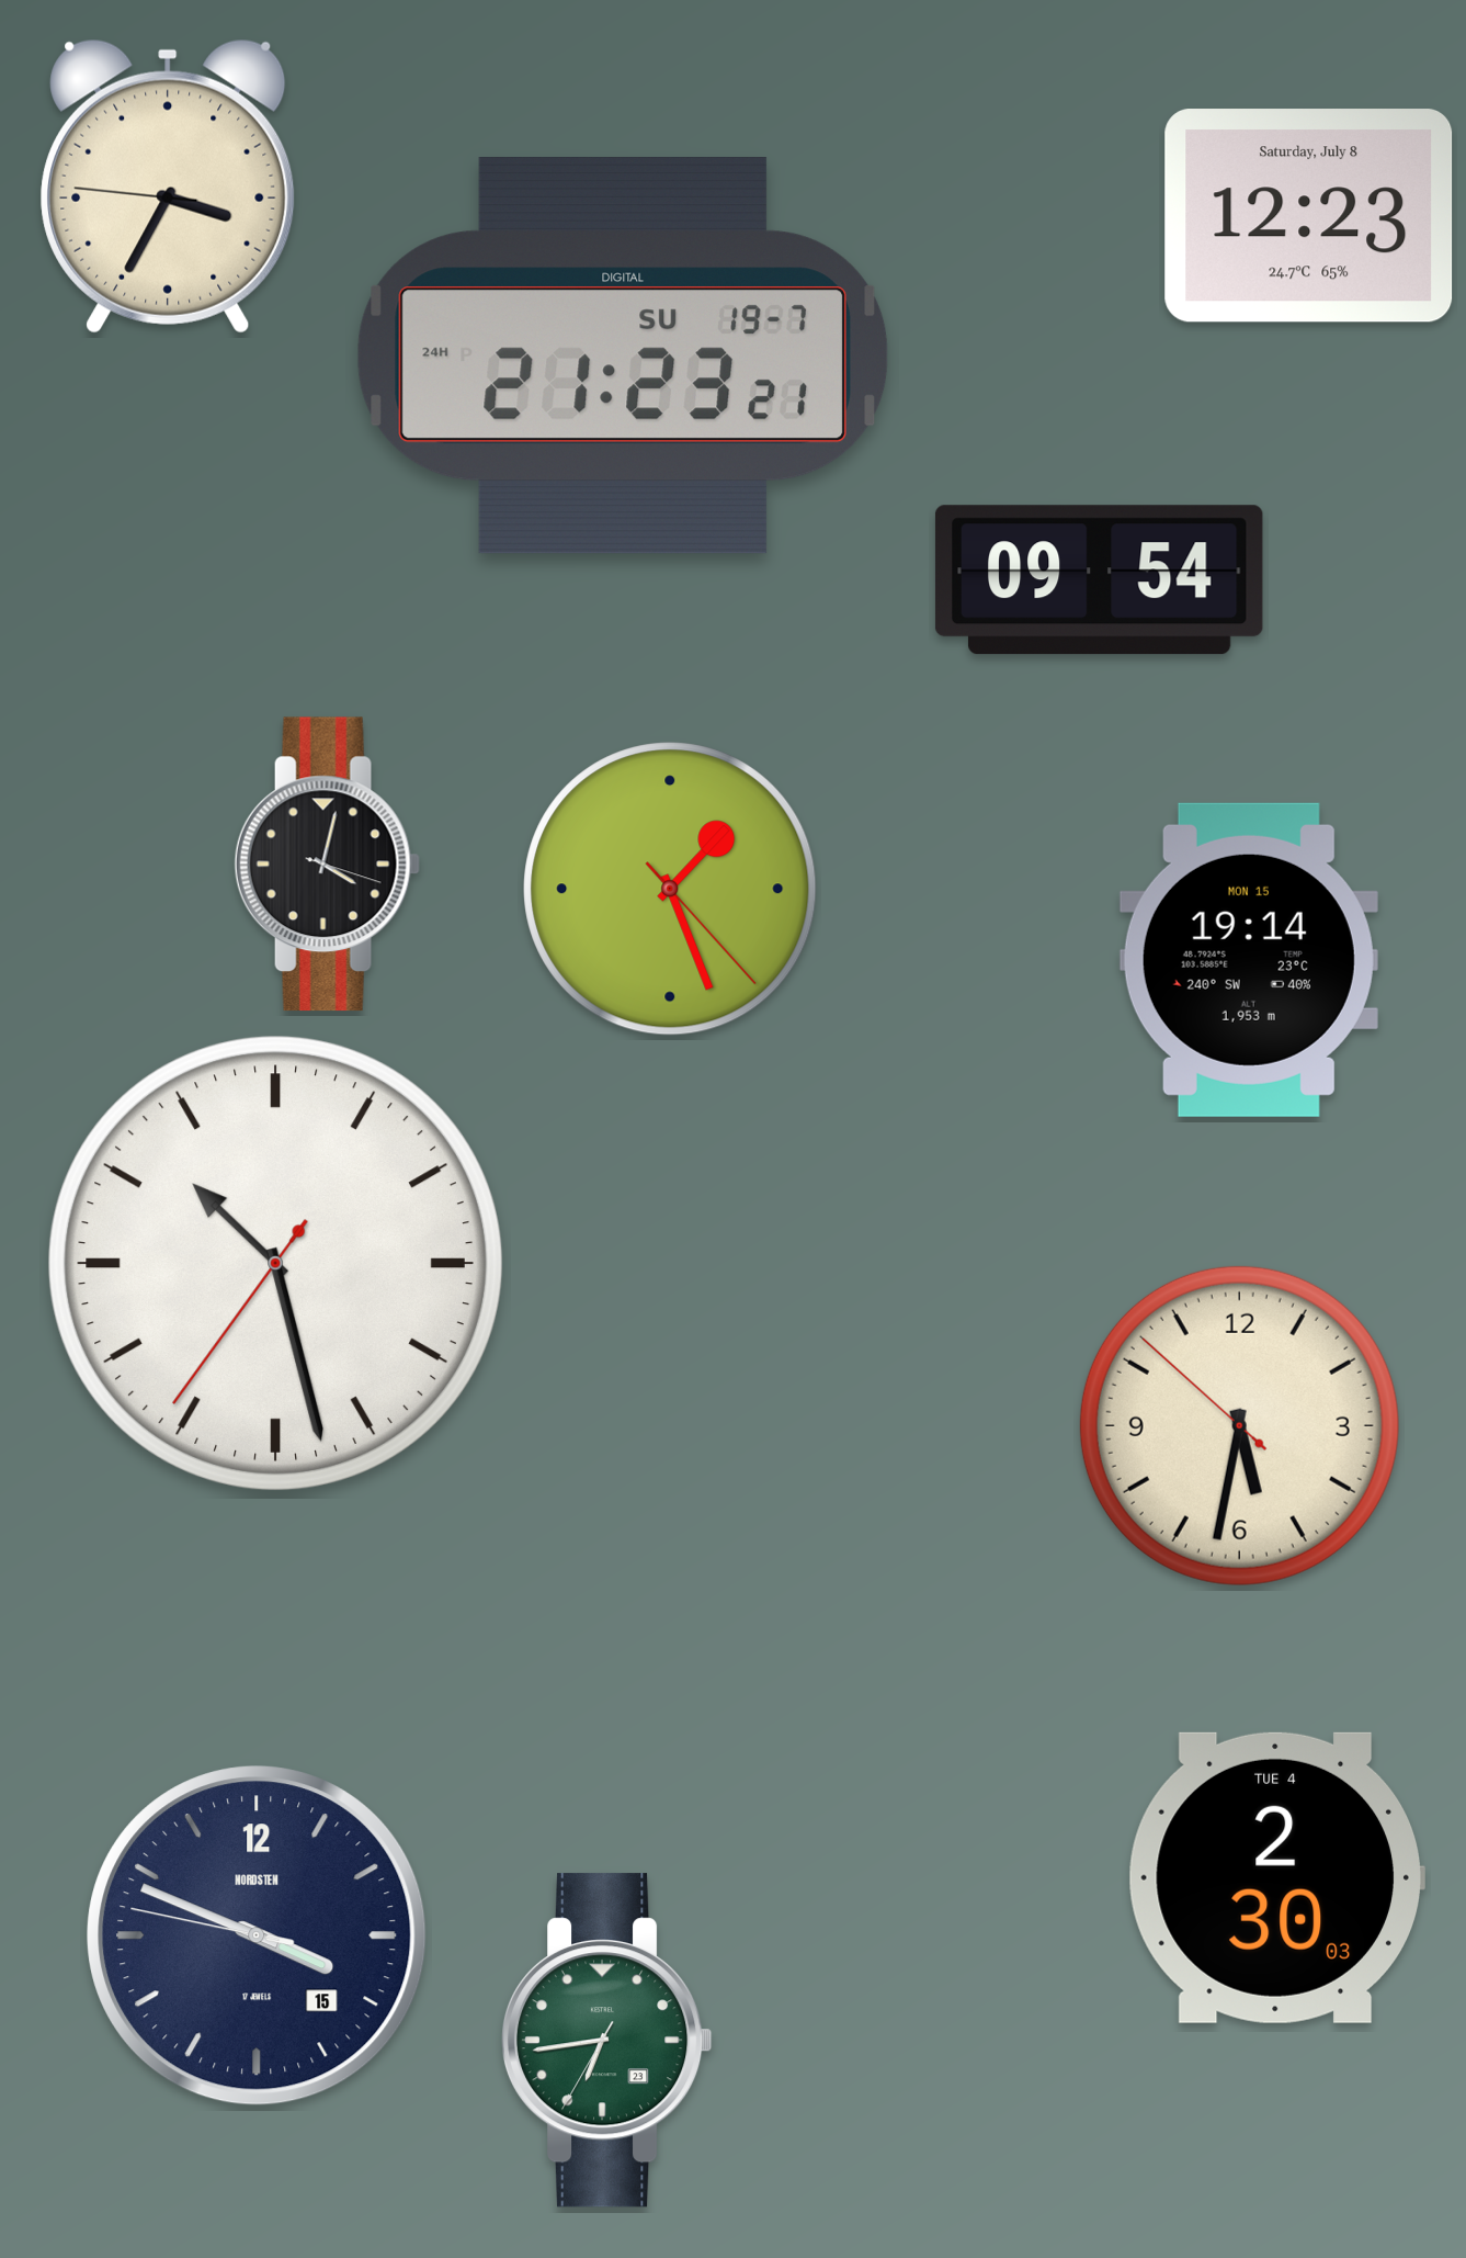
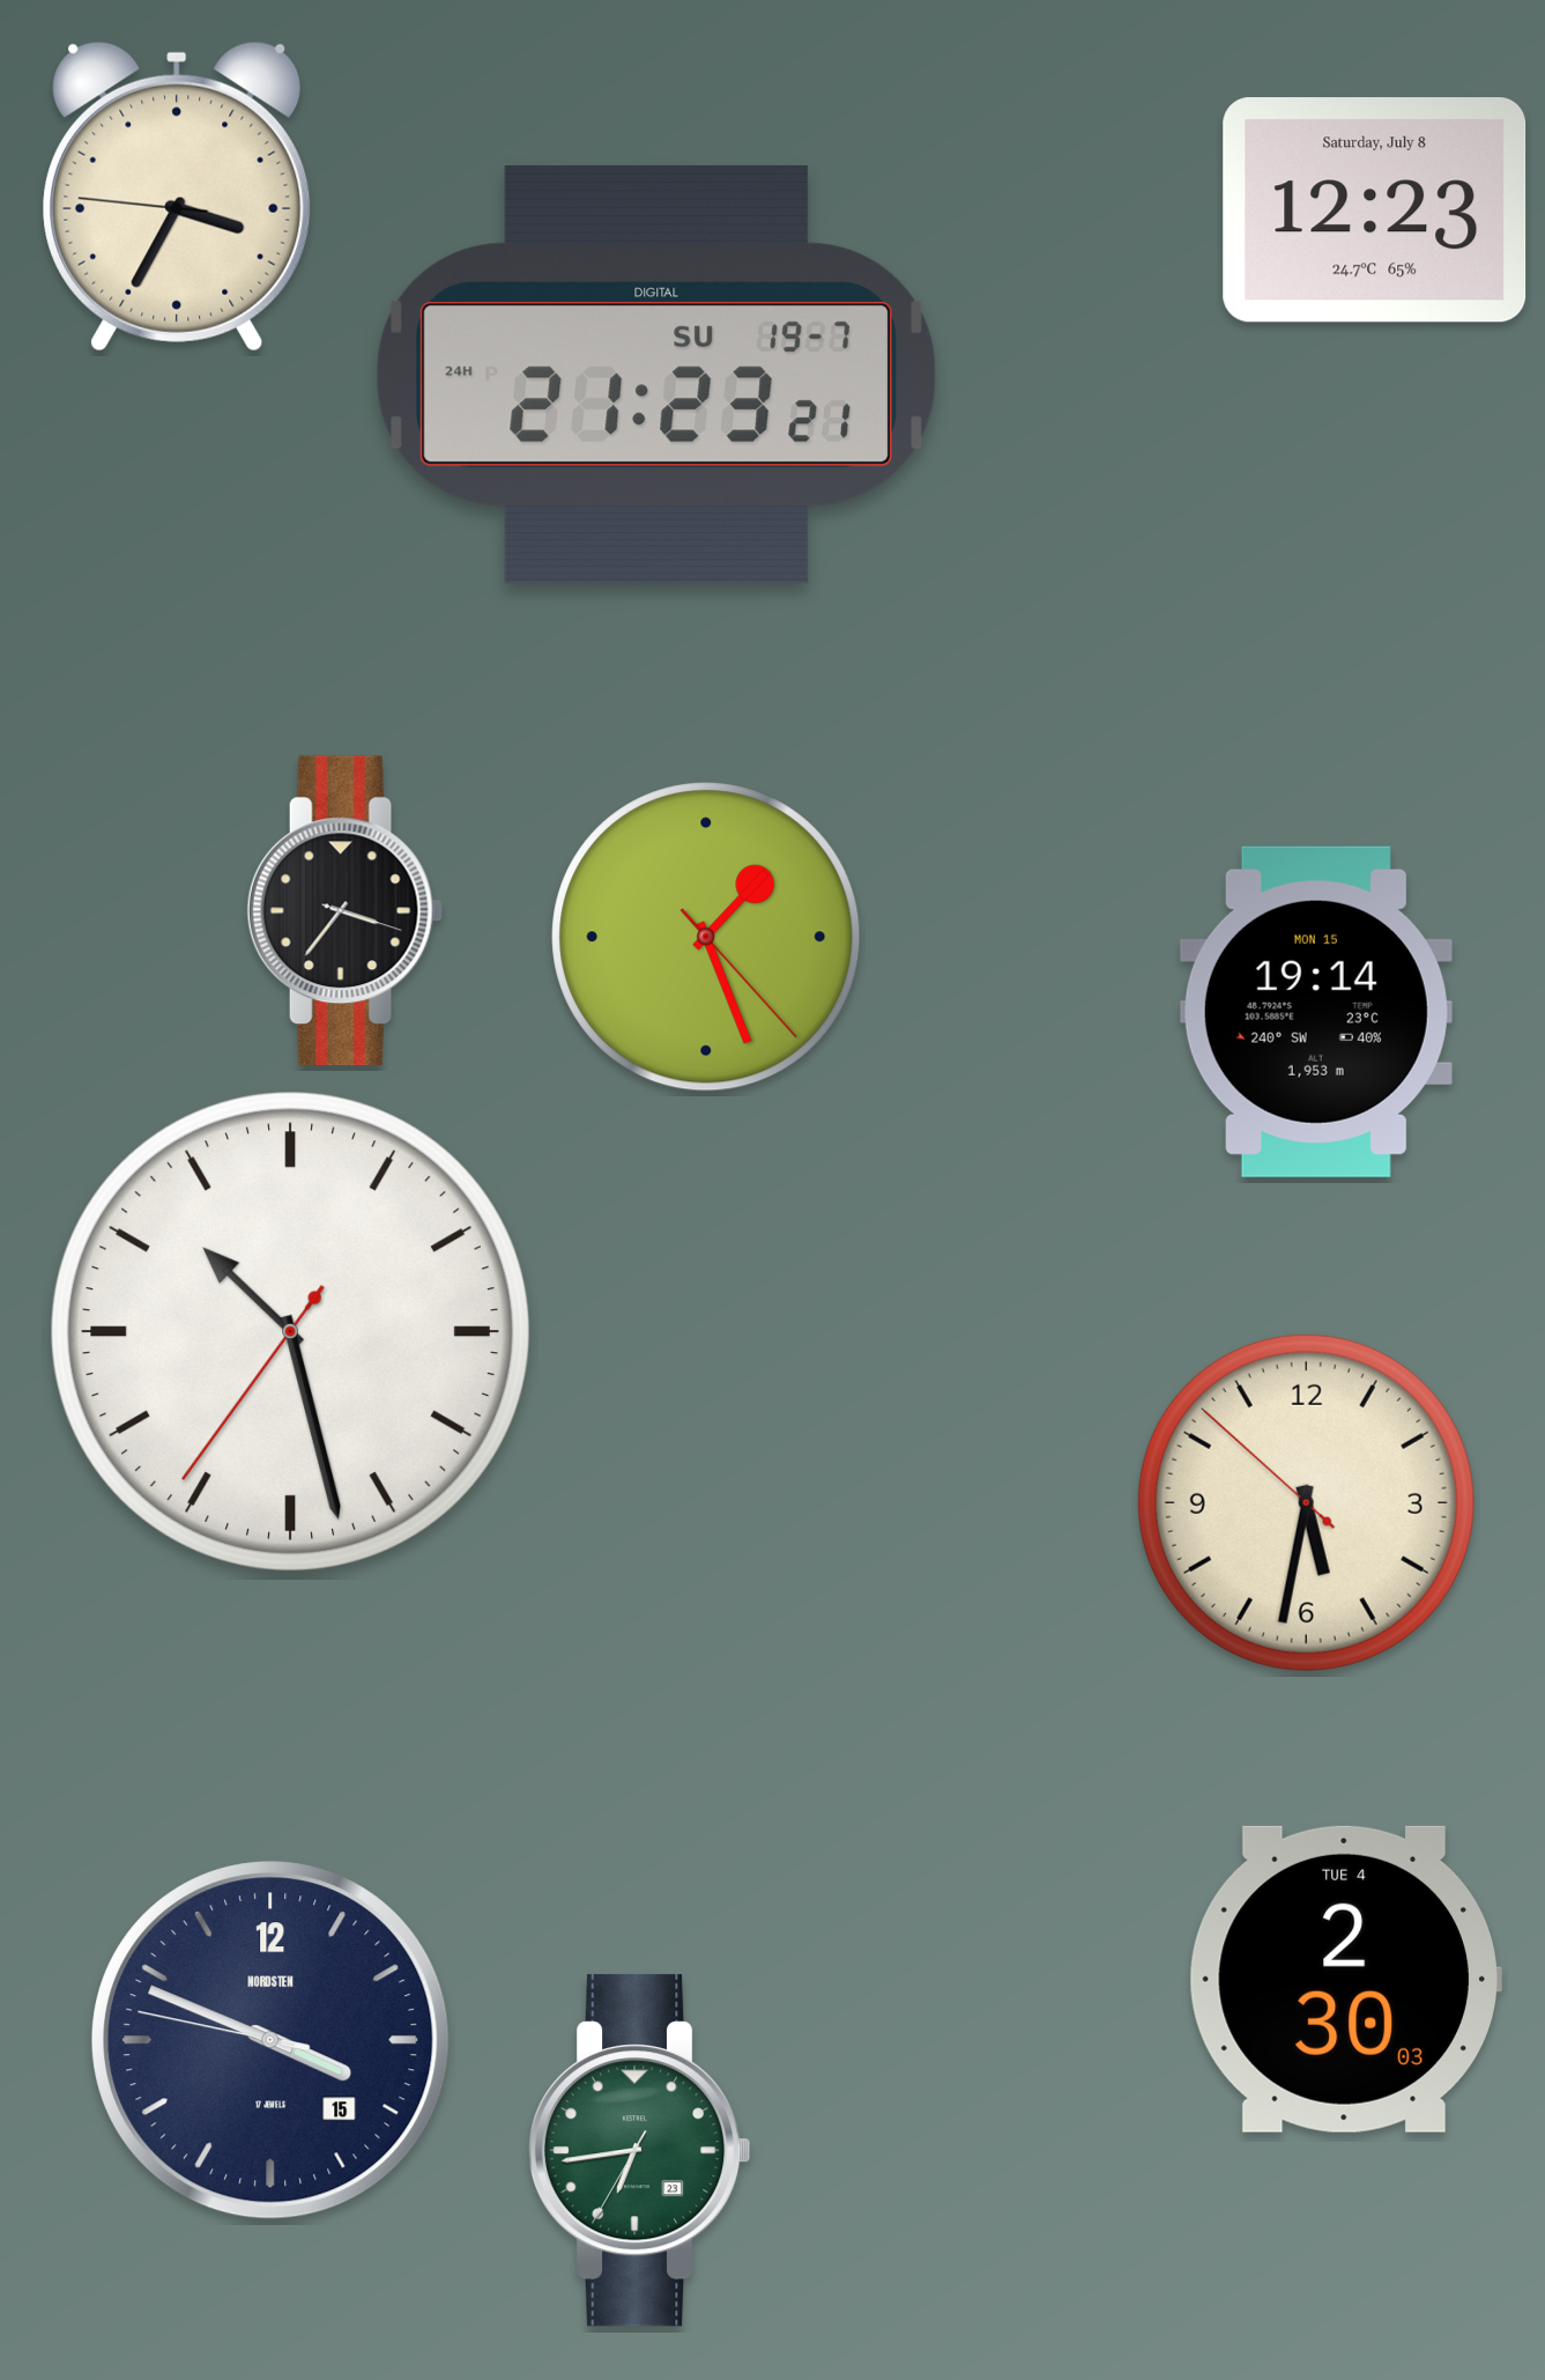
clock at (1309, 216) position: (1309, 216) -> (1375, 210)
clock at (1099, 580): 09:54 -> none
clock at (327, 865): 4:02 -> 3:36
